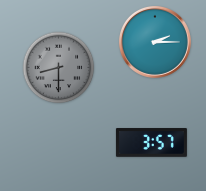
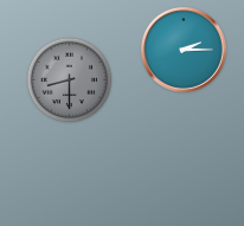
clock at (151, 143): 3:57 -> none
